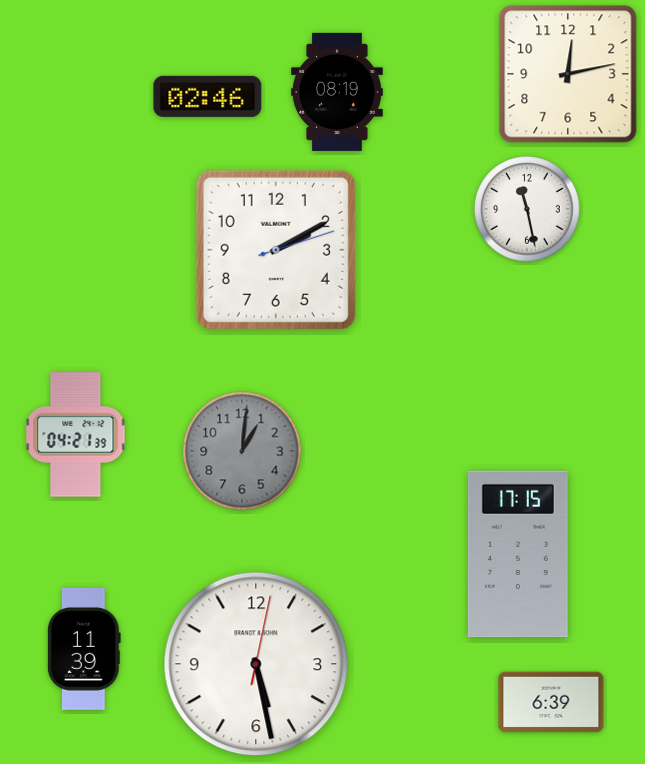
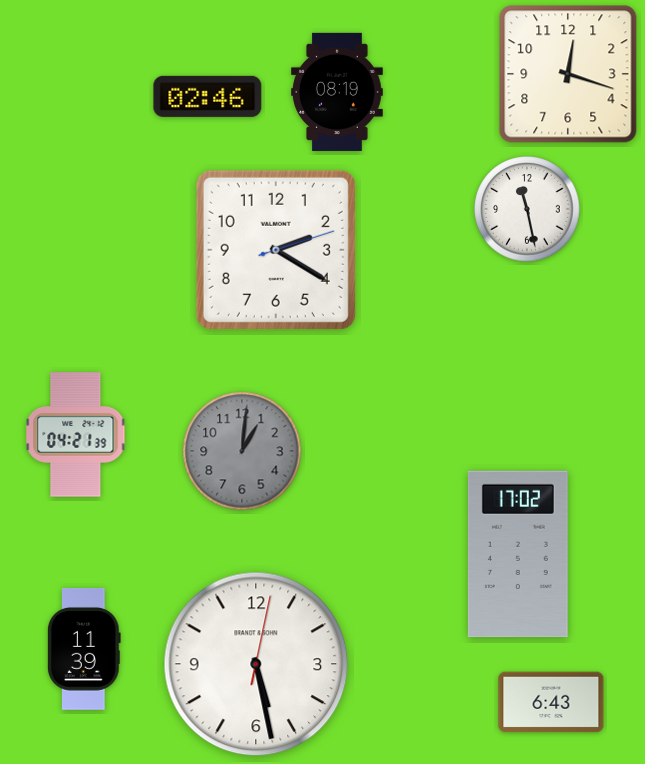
clock at (568, 74): 12:13 -> 12:18
clock at (276, 250): 2:10 -> 2:20
clock at (518, 554): 17:15 -> 17:02
clock at (551, 702): 6:39 -> 6:43
